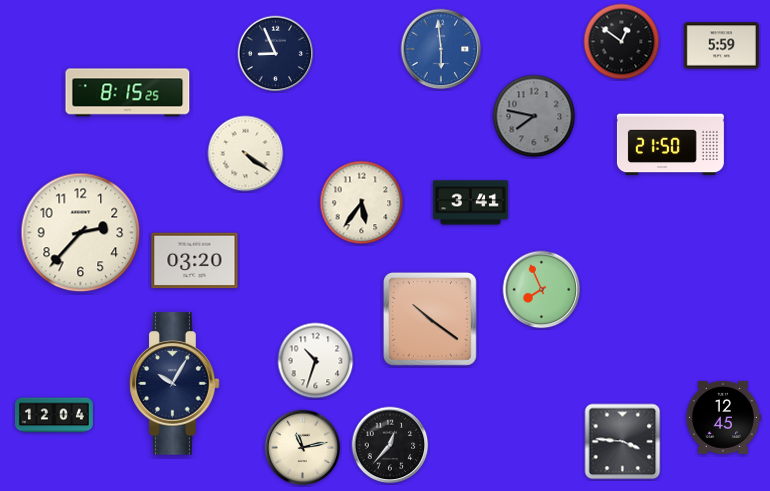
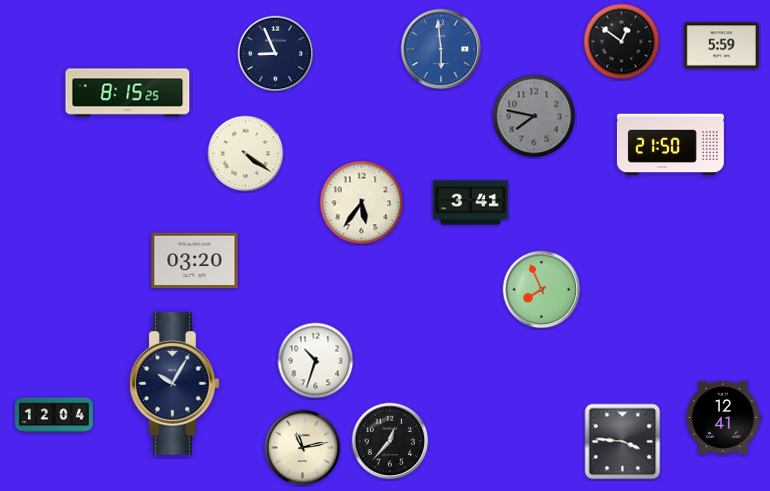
clock at (81, 233): 2:37 -> none
clock at (430, 319): 10:21 -> none
clock at (723, 417): 12:45 -> 12:41
clock at (390, 445) position: (390, 445) -> (390, 441)
